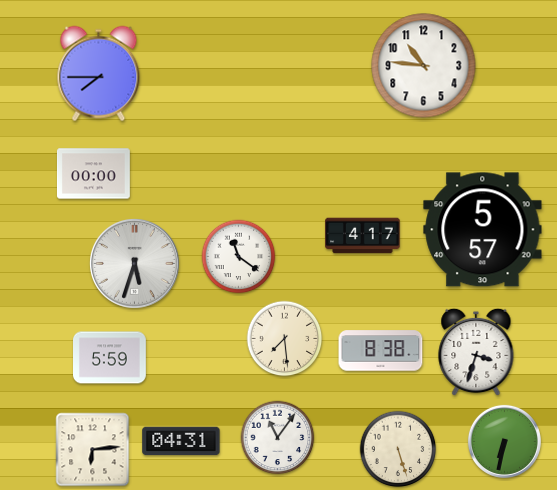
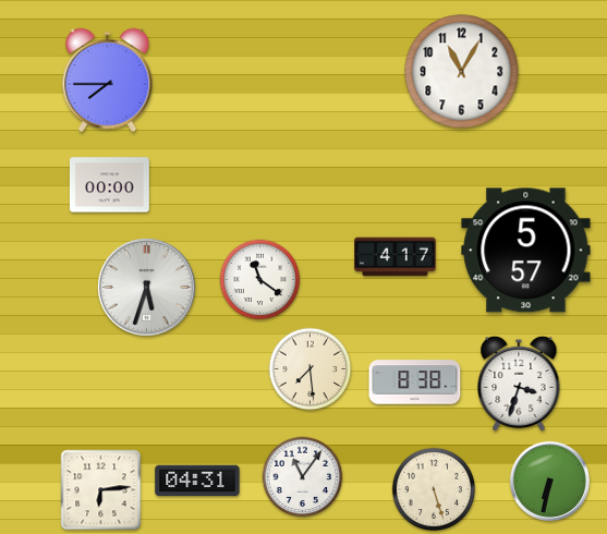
clock at (424, 66): 10:46 -> 11:05
clock at (94, 174) position: (94, 174) -> (110, 185)
clock at (110, 358): 5:59 -> none
